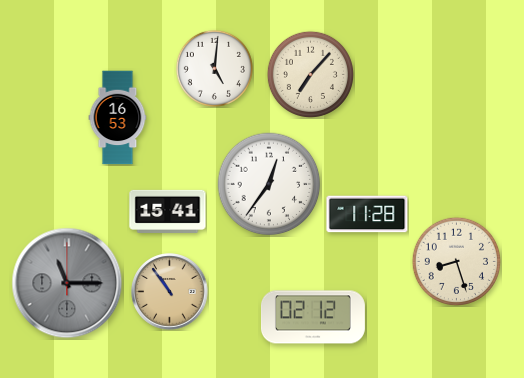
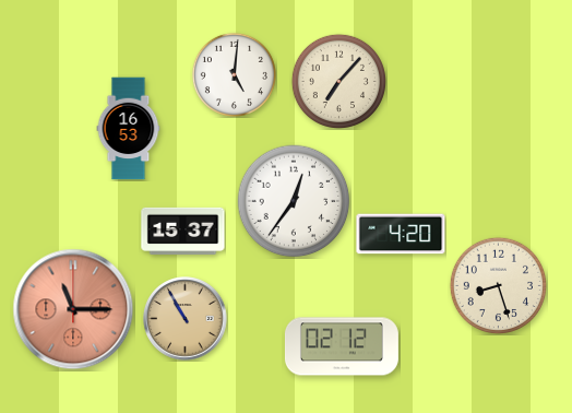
clock at (168, 211): 15:41 -> 15:37
clock at (367, 214): 11:28 -> 4:20
clock at (67, 283) dial: grey -> salmon
clock at (170, 292): 10:54 -> 10:55
